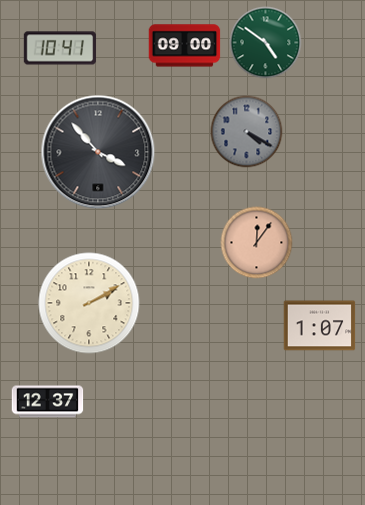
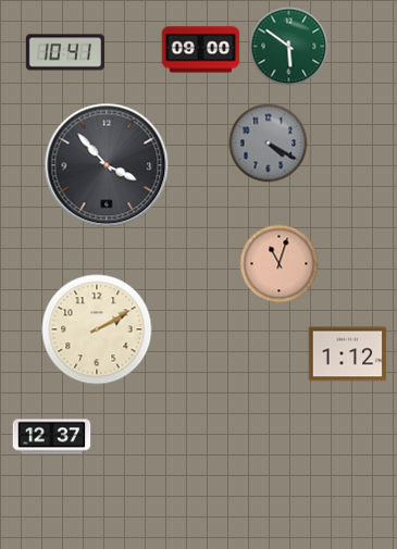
clock at (266, 43): 4:51 -> 5:51
clock at (257, 243): 12:06 -> 11:03
clock at (320, 326): 1:07 -> 1:12
